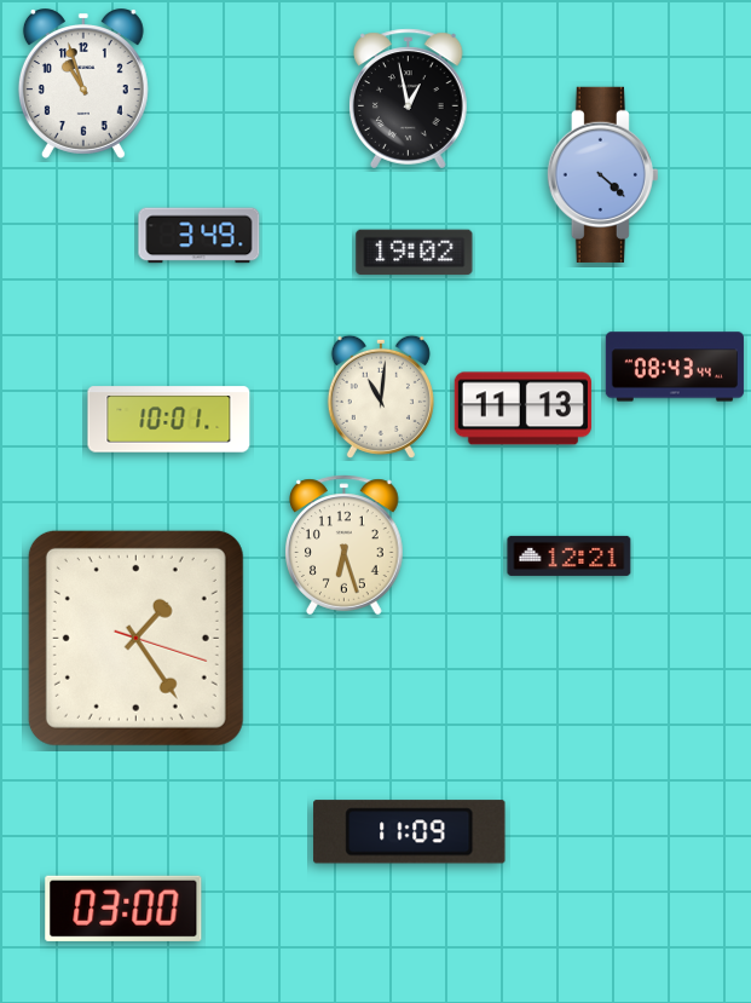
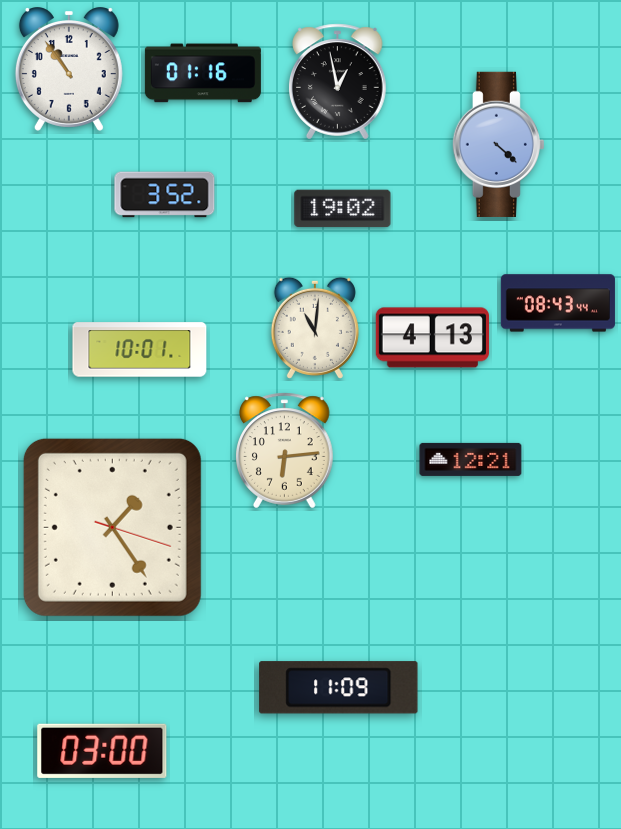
clock at (83, 83): 10:57 -> 10:54
clock at (203, 73): none -> 01:16
clock at (200, 236): 3:49 -> 3:52
clock at (522, 409): 11:13 -> 4:13
clock at (169, 420) position: (169, 420) -> (140, 350)
clock at (345, 546): 6:27 -> 6:14
